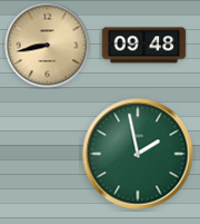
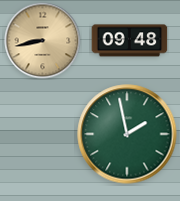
clock at (138, 154) position: (138, 154) -> (127, 134)
